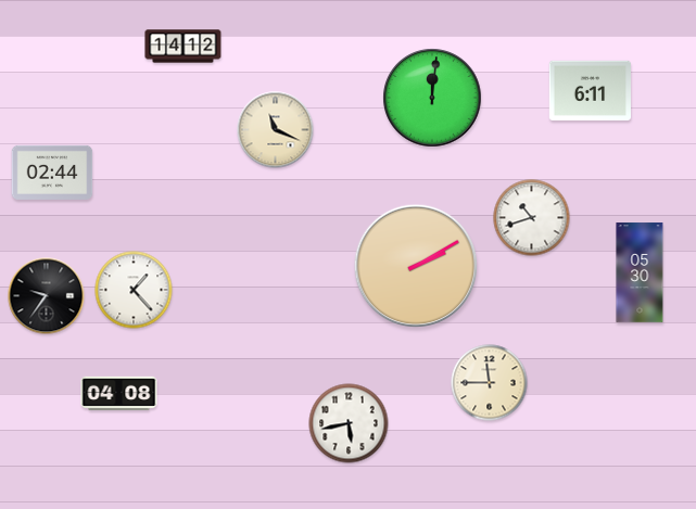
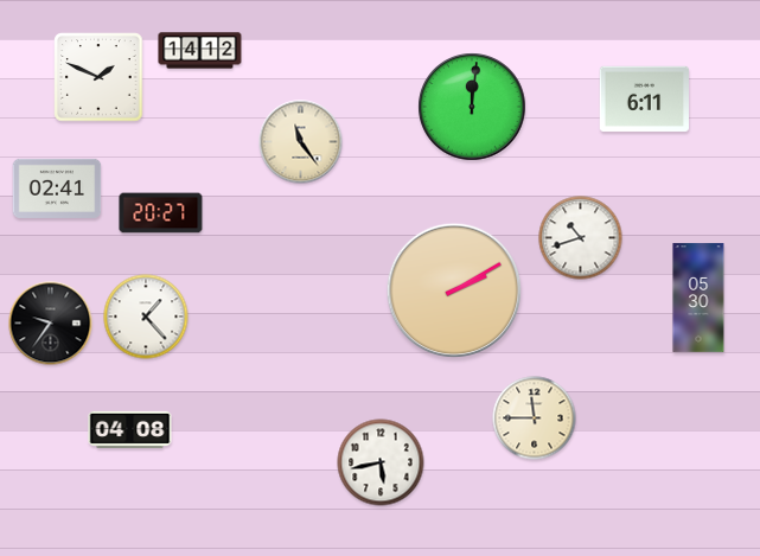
clock at (98, 77): none -> 1:49
clock at (276, 130): 11:19 -> 11:24
clock at (52, 173): 02:44 -> 02:41
clock at (161, 213): none -> 20:27
